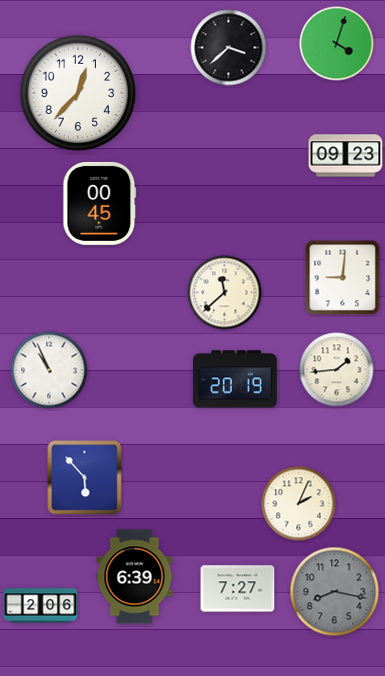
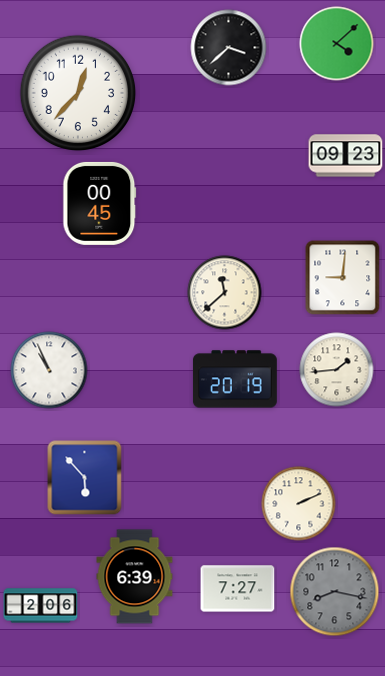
clock at (337, 44): 4:03 -> 4:08
clock at (299, 504): 2:04 -> 2:11
